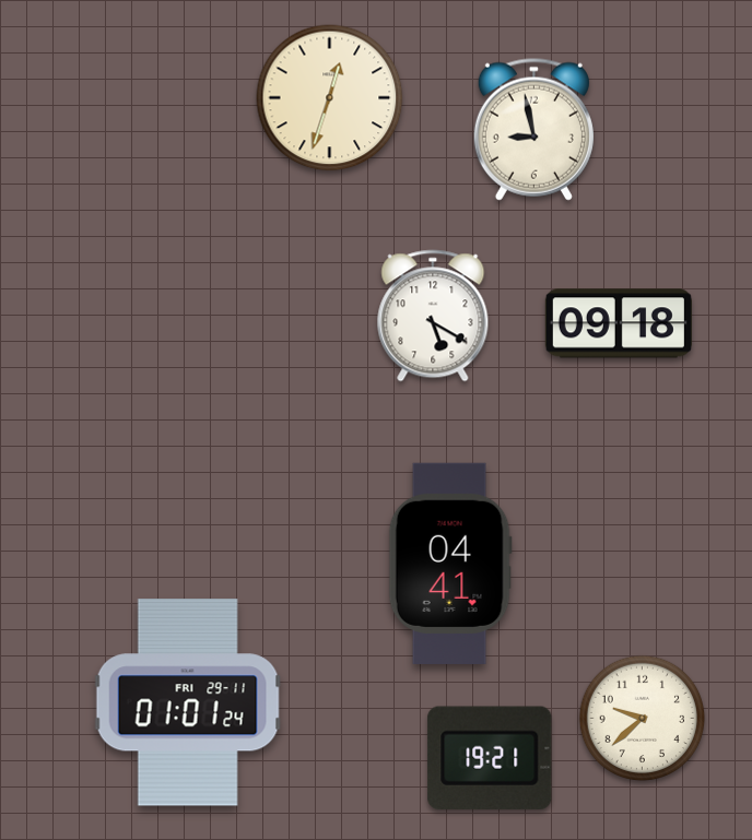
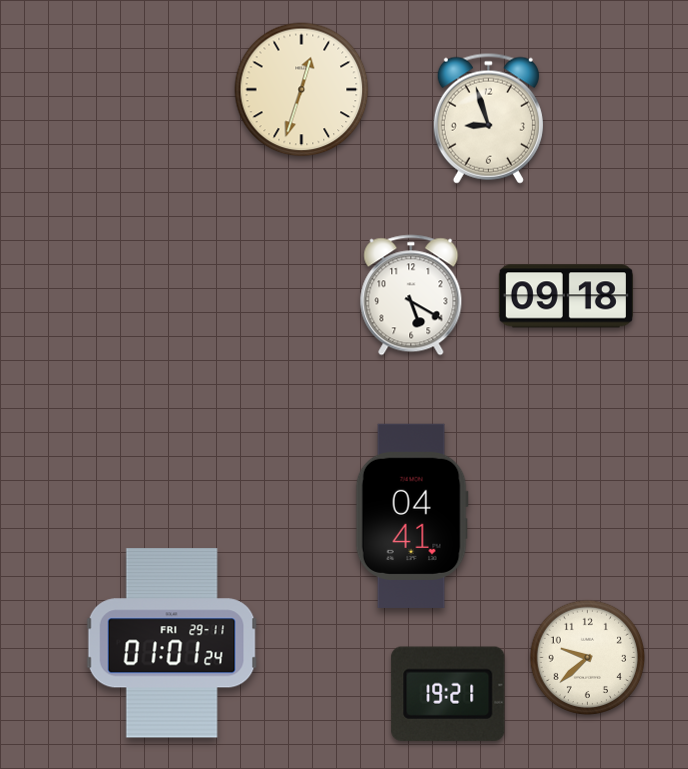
clock at (533, 129): 8:58 -> 8:57
clock at (433, 316) position: (433, 316) -> (411, 295)
